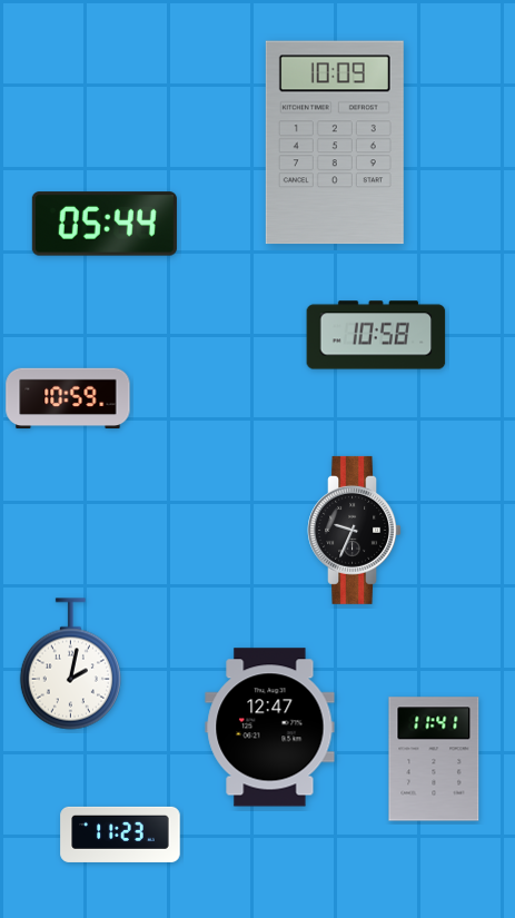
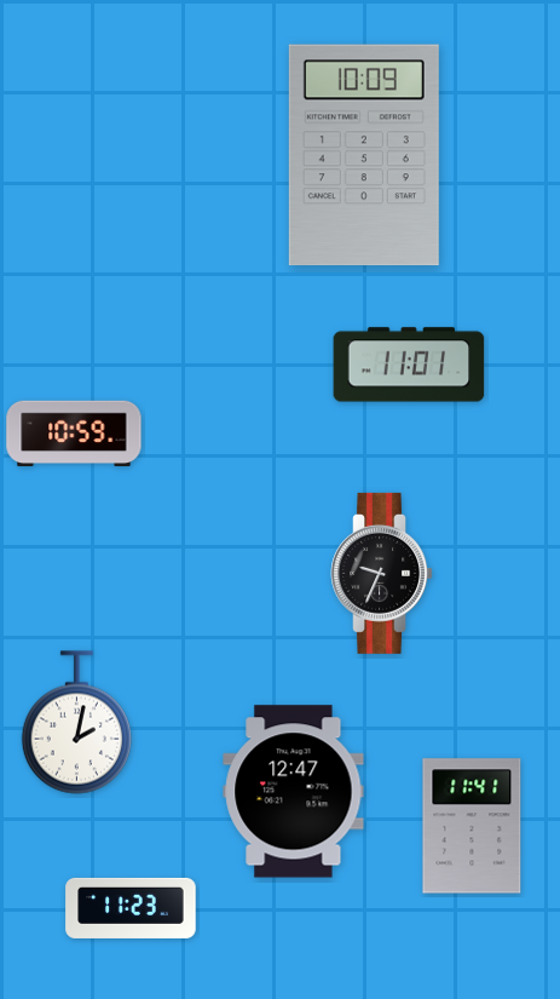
clock at (105, 224): 05:44 -> none
clock at (376, 335): 10:58 -> 11:01
clock at (355, 530) position: (355, 530) -> (382, 573)
